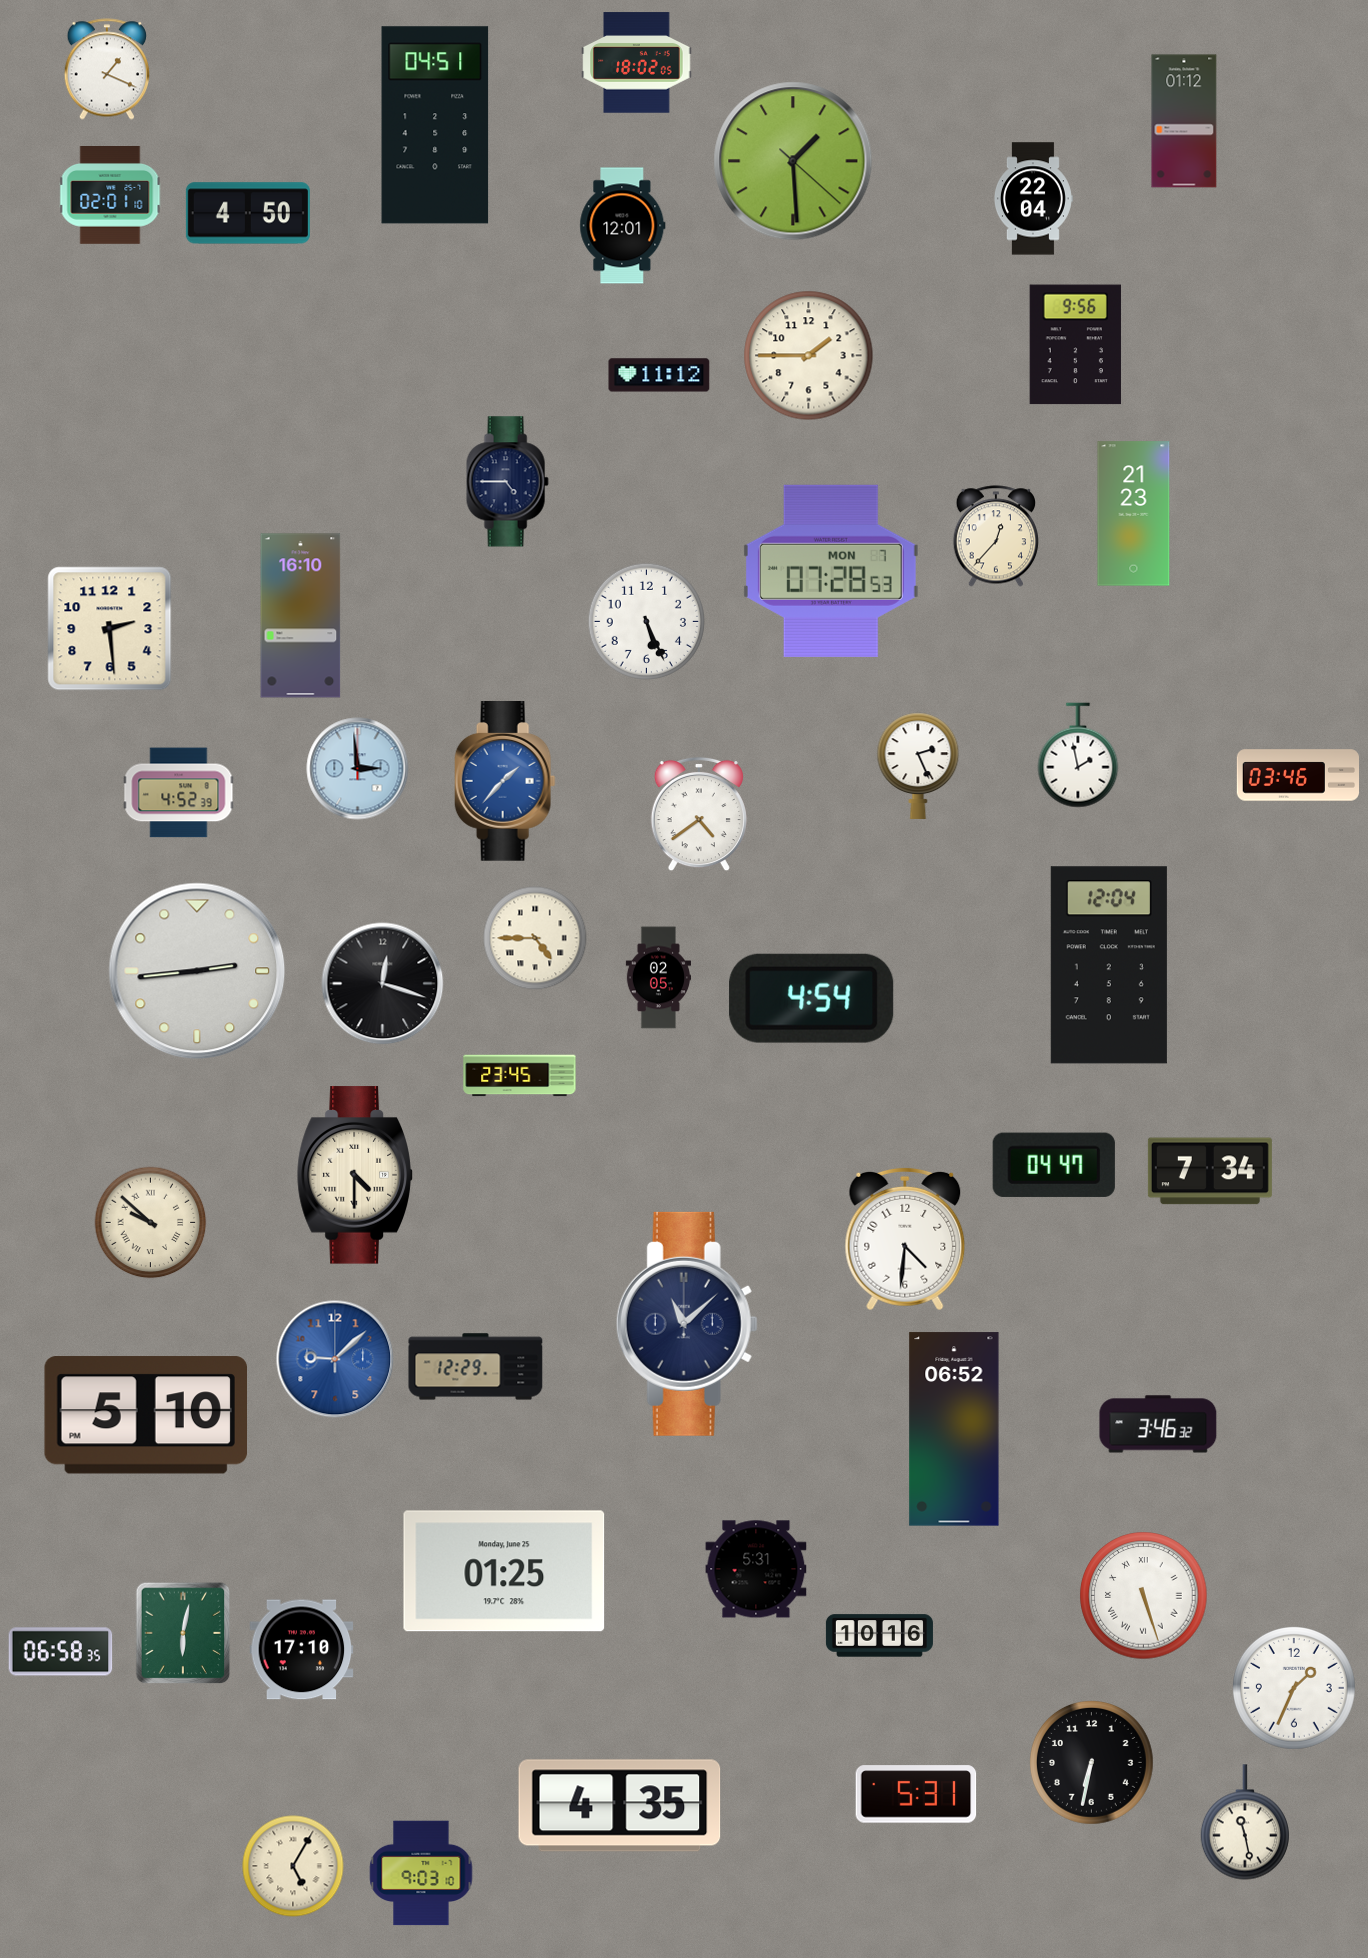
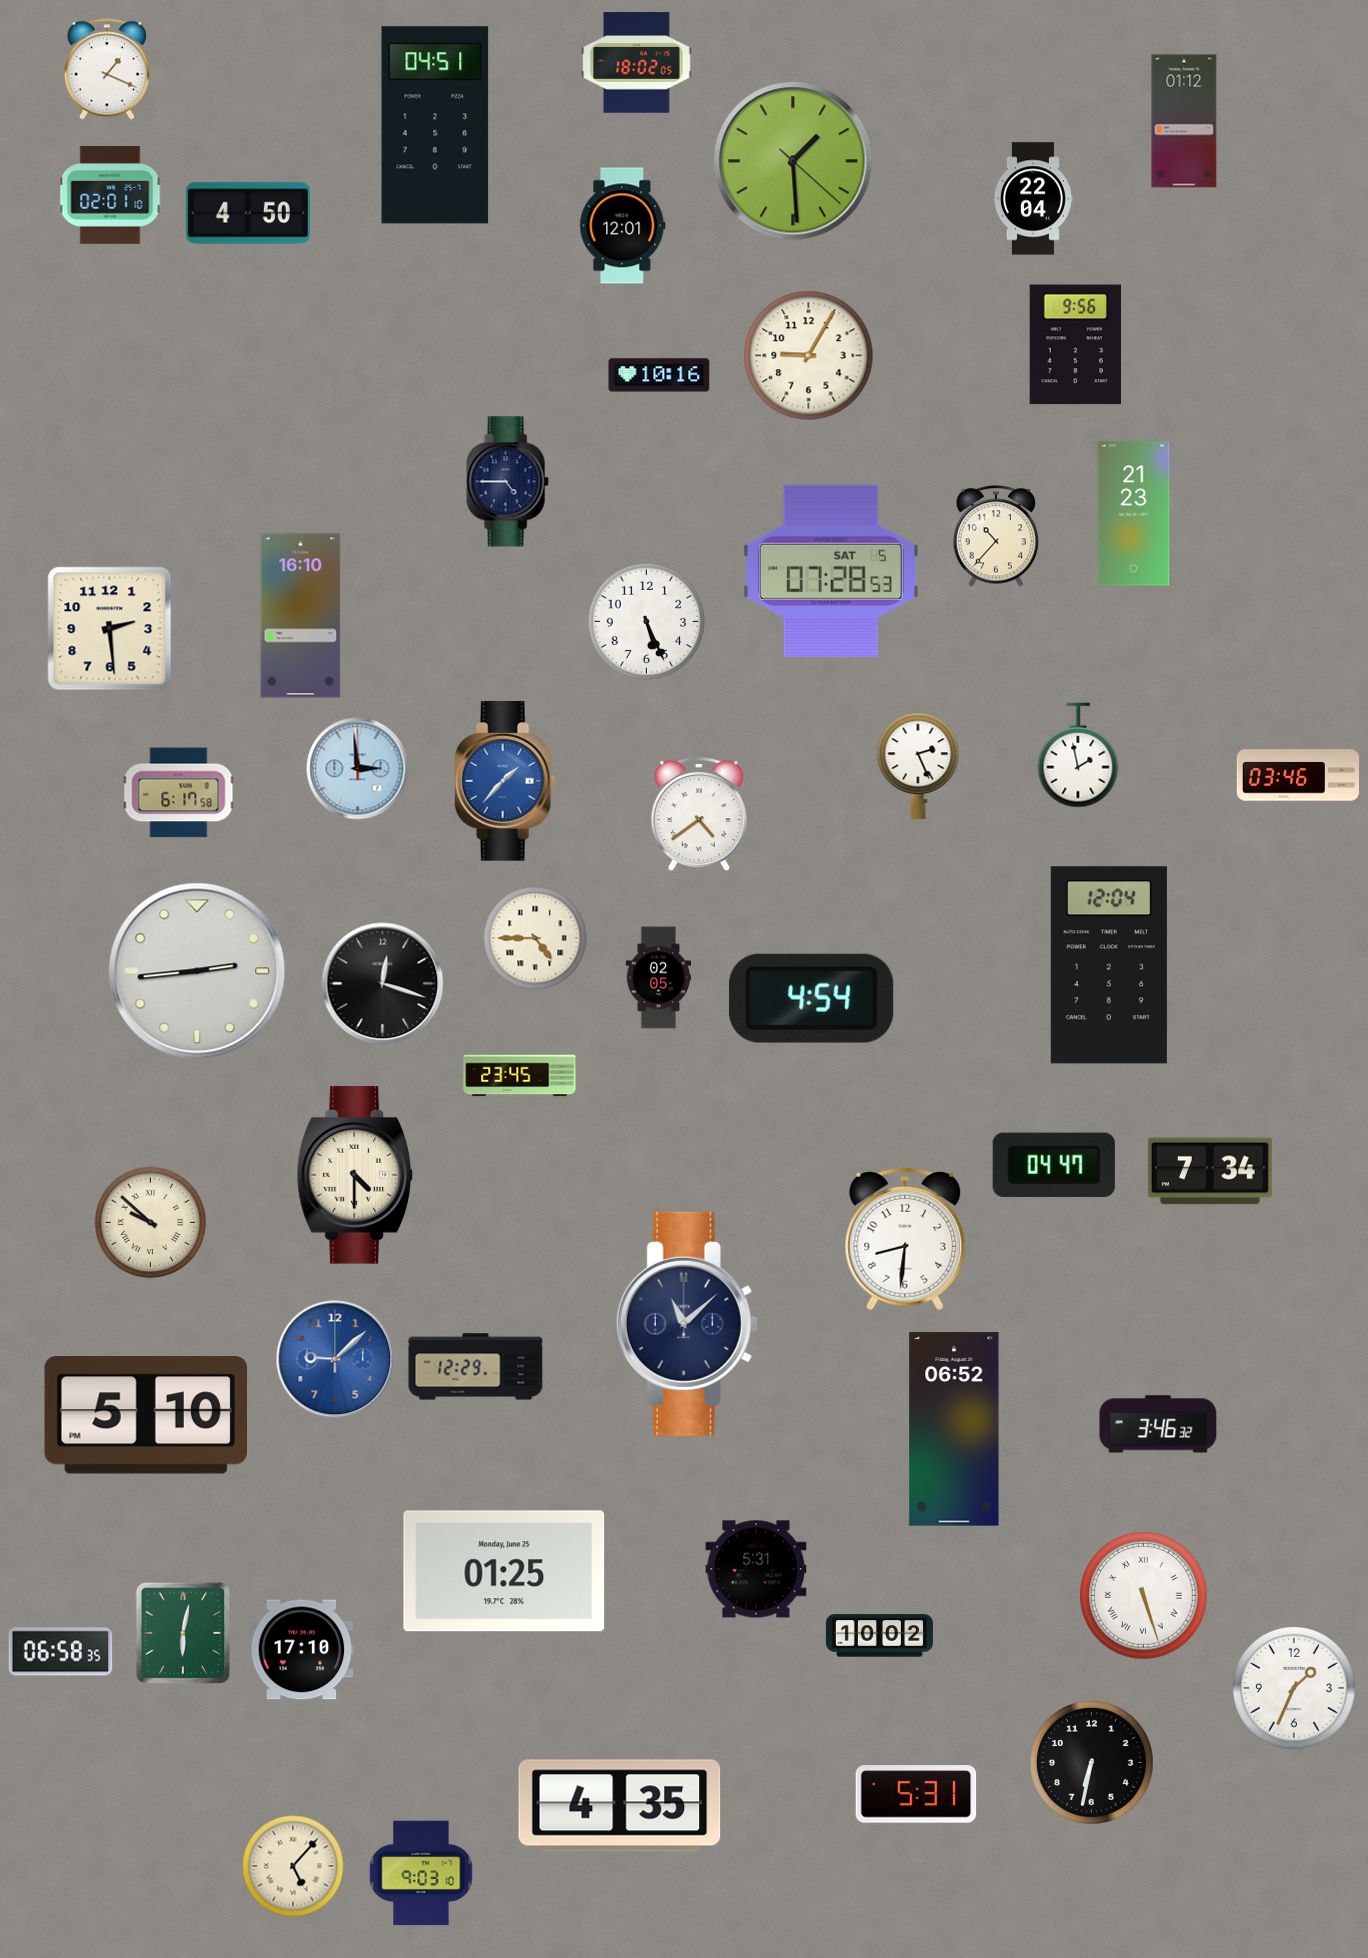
clock at (809, 356): 1:45 -> 9:05
clock at (659, 375): 11:12 -> 10:16
clock at (995, 536): 12:37 -> 10:37
clock at (831, 571) date: MON 7 -> SAT 5
clock at (179, 793): 4:52 -> 6:17
clock at (905, 1239): 4:31 -> 8:31
clock at (879, 1636): 10:16 -> 10:02
clock at (1245, 1822): 11:28 -> none
clock at (293, 1866): 5:05 -> 5:07
